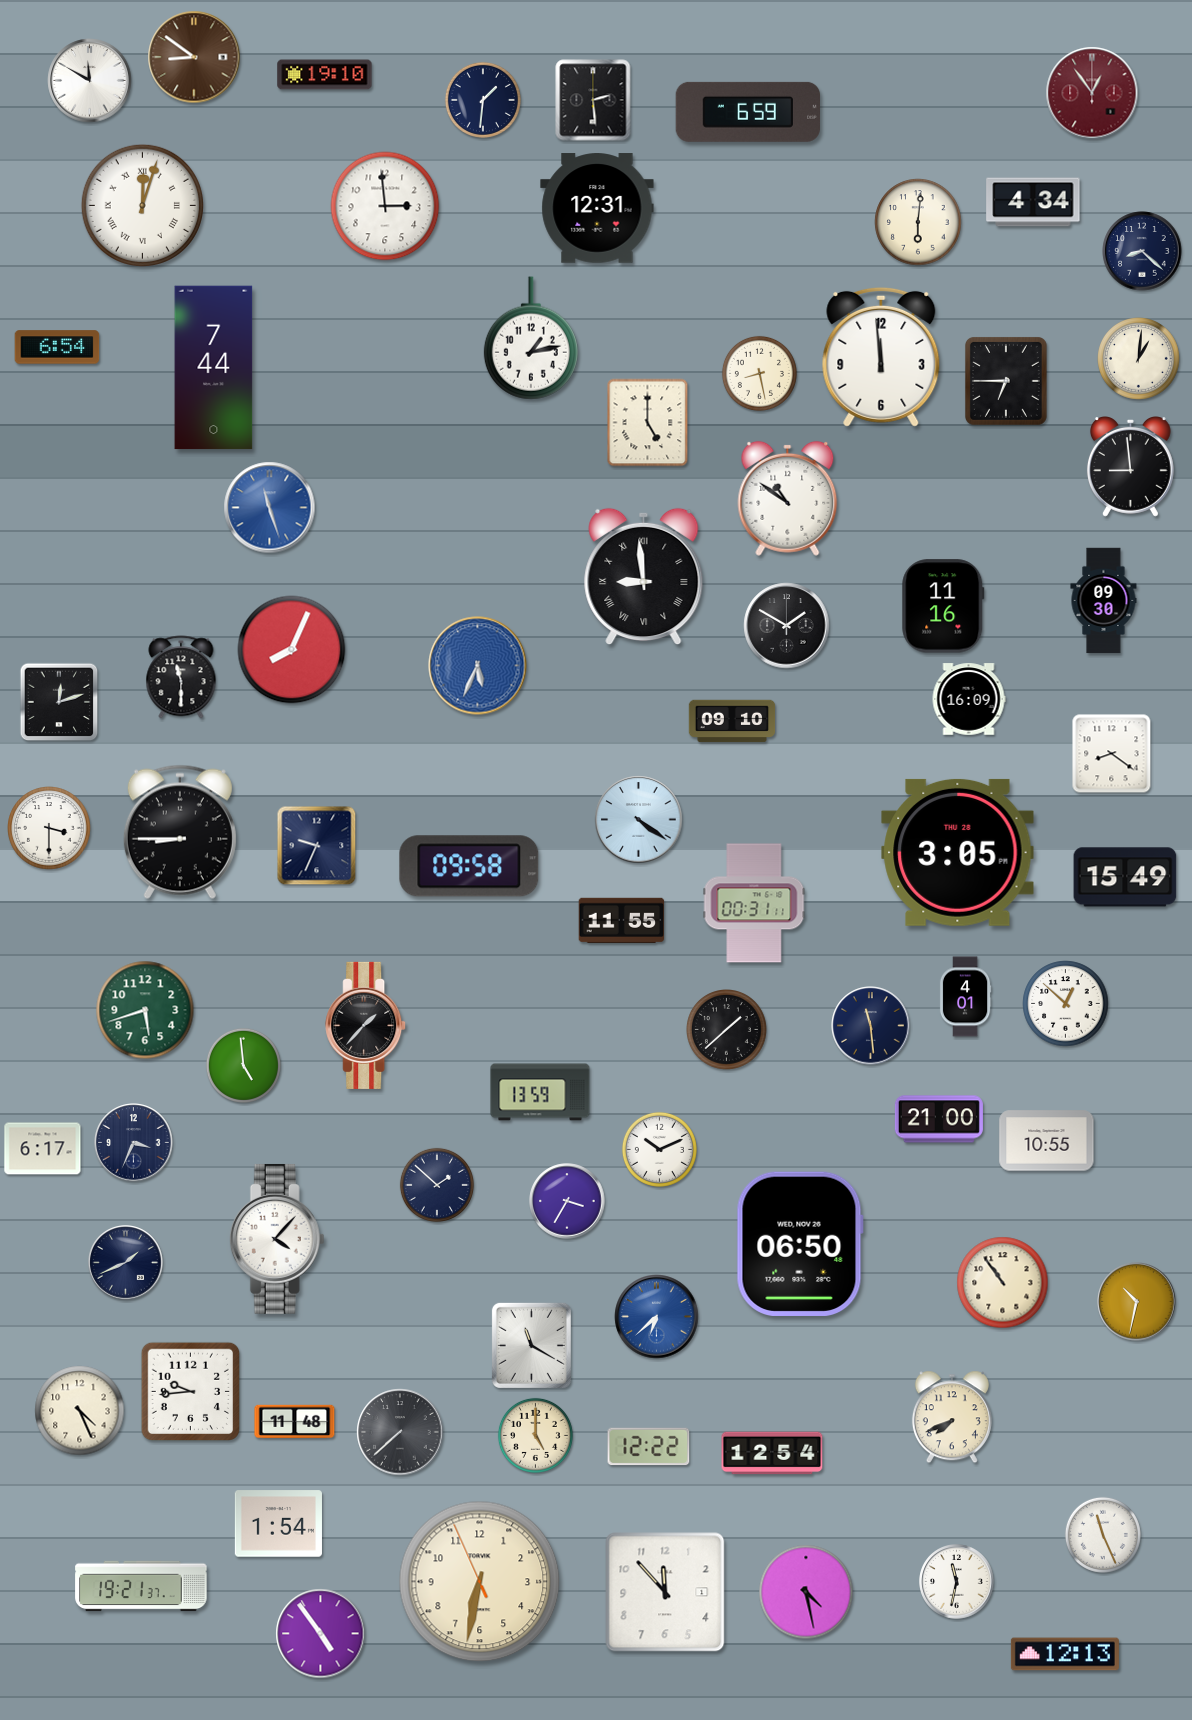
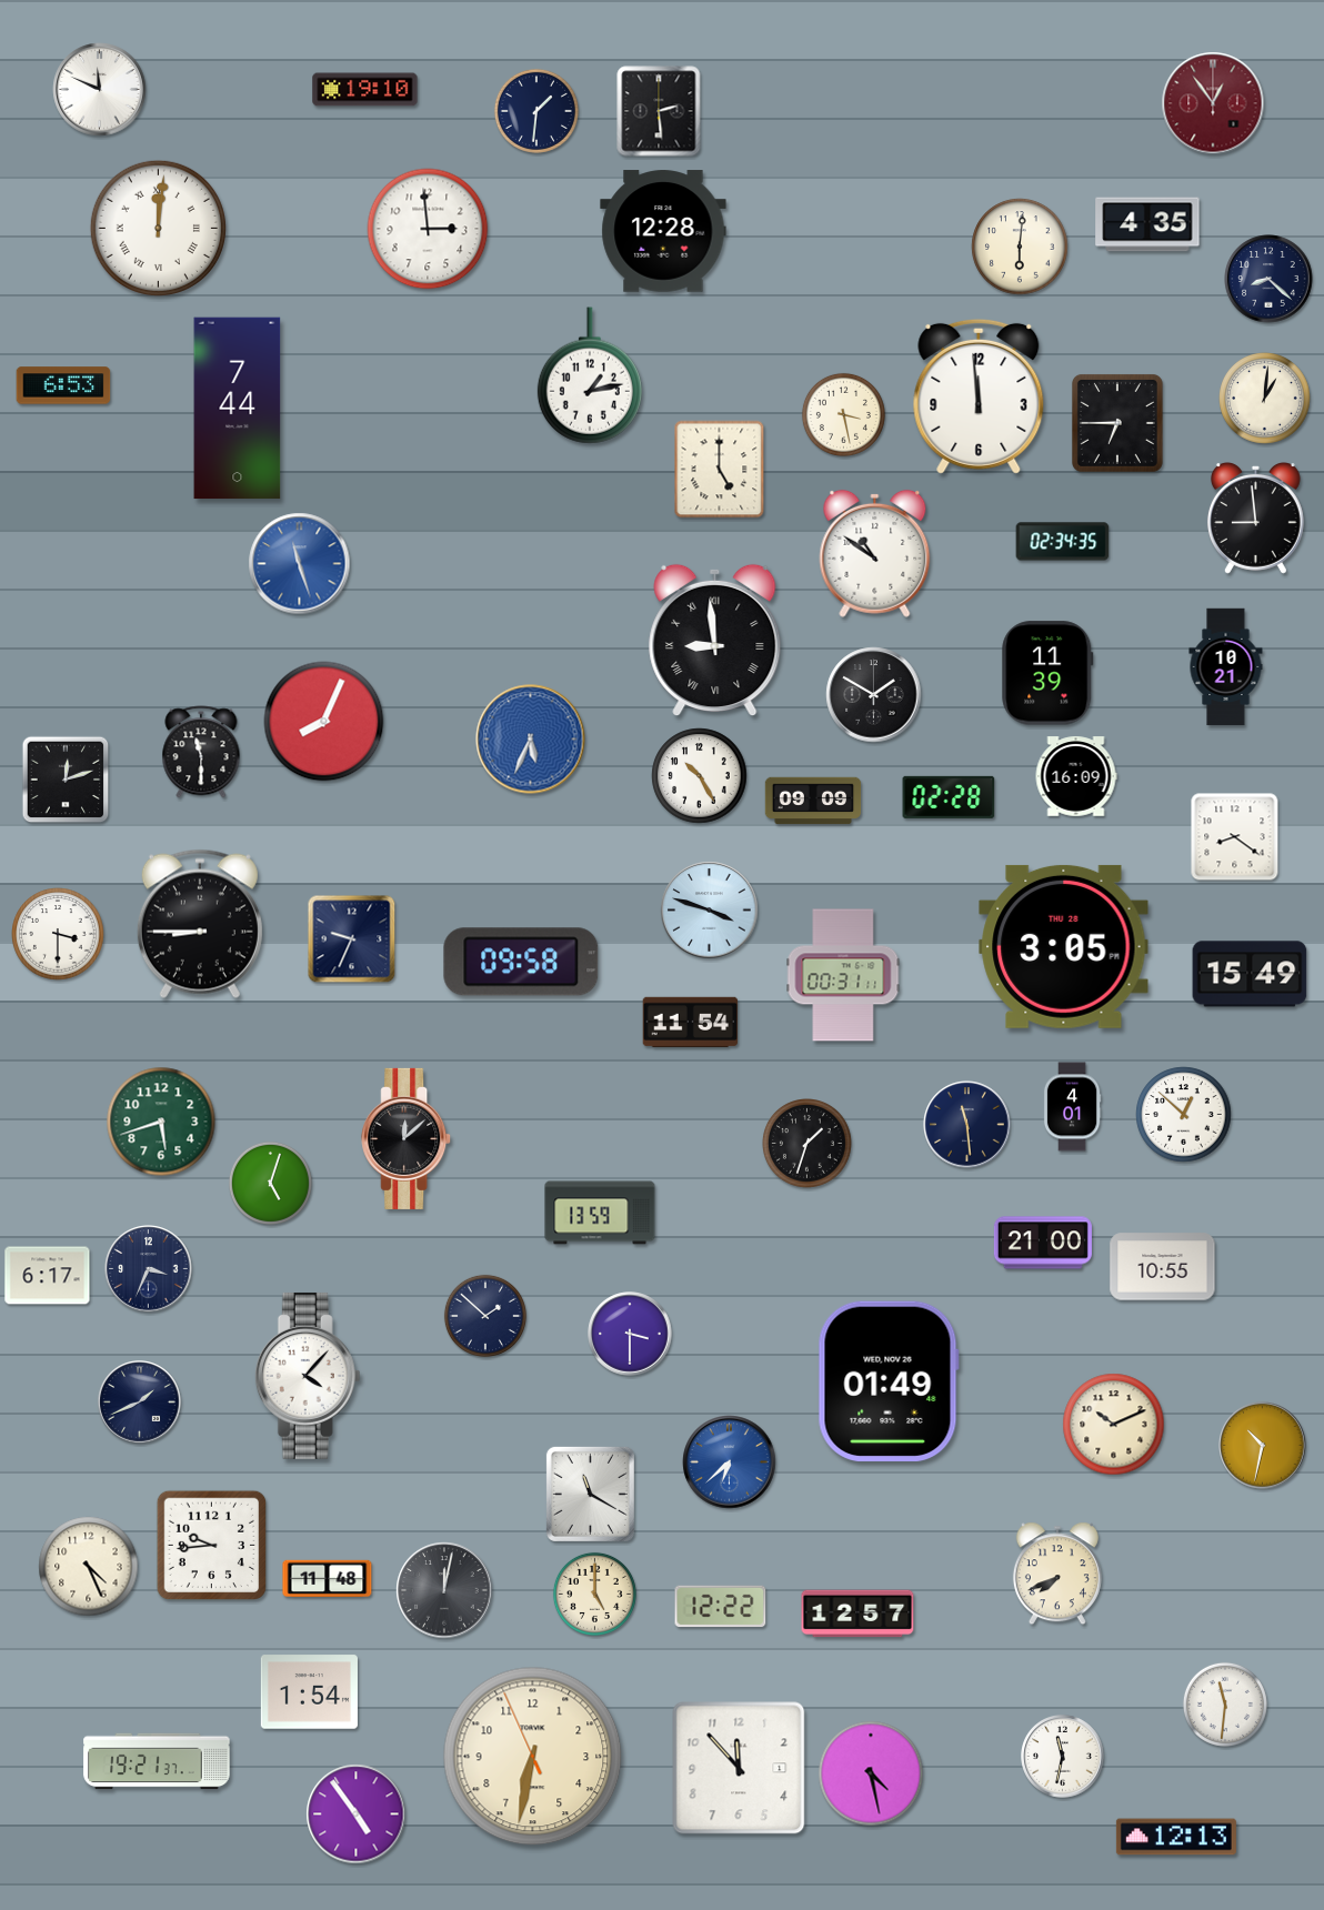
clock at (194, 57): 8:51 -> none
clock at (325, 75) position: (325, 75) -> (365, 90)
clock at (90, 81): 11:50 -> 11:49
clock at (747, 112): 6:59 -> none
clock at (1033, 202): 4:34 -> 4:35
clock at (142, 205): 12:03 -> 12:01
clock at (597, 208): 12:31 -> 12:28
clock at (57, 347): 6:54 -> 6:53
clock at (759, 373): 8:28 -> 3:28
clock at (1063, 542): none -> 02:34
clock at (1104, 601): 09:30 -> 10:21
clock at (943, 606): 11:16 -> 11:39
clock at (700, 776): none -> 10:25
clock at (949, 797): none -> 02:28
clock at (732, 721): 09:10 -> 09:09
clock at (639, 820): 4:21 -> 3:48
clock at (49, 828) position: (49, 828) -> (58, 934)
clock at (754, 903) position: (754, 903) -> (843, 975)
clock at (622, 920): 11:55 -> 11:54
clock at (366, 1025): 1:37 -> 12:08
clock at (871, 1026) position: (871, 1026) -> (967, 1125)
clock at (727, 1030): 1:38 -> 1:33
clock at (243, 1065): 4:59 -> 5:03
clock at (659, 1149): 10:11 -> none
clock at (567, 1201): 3:35 -> 3:30
clock at (800, 1244): 06:50 -> 01:49
clock at (1003, 1283): 10:54 -> 10:11
clock at (400, 1432): 7:38 -> 12:02
clock at (772, 1453): 12:54 -> 12:57
clock at (1103, 1535): 11:26 -> 11:31
clock at (806, 1592) position: (806, 1592) -> (871, 1773)
clock at (1065, 1654) position: (1065, 1654) -> (1176, 1837)
